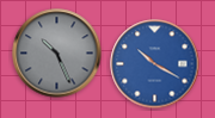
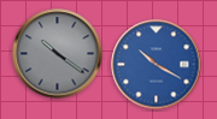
clock at (57, 54): 10:26 -> 10:21
